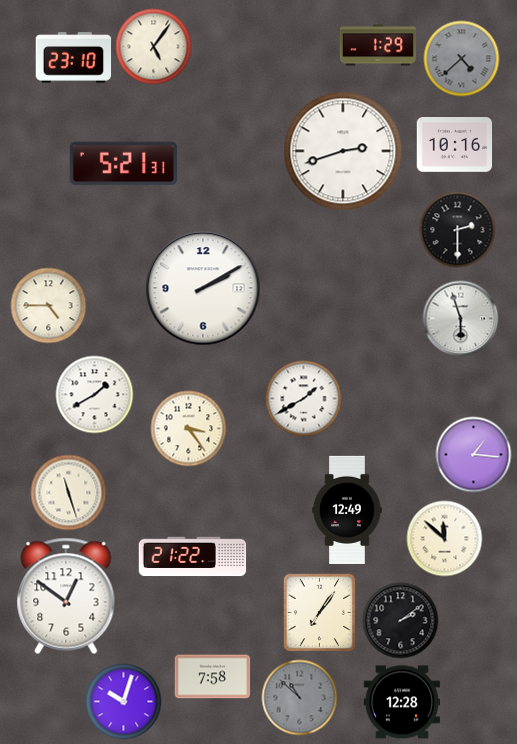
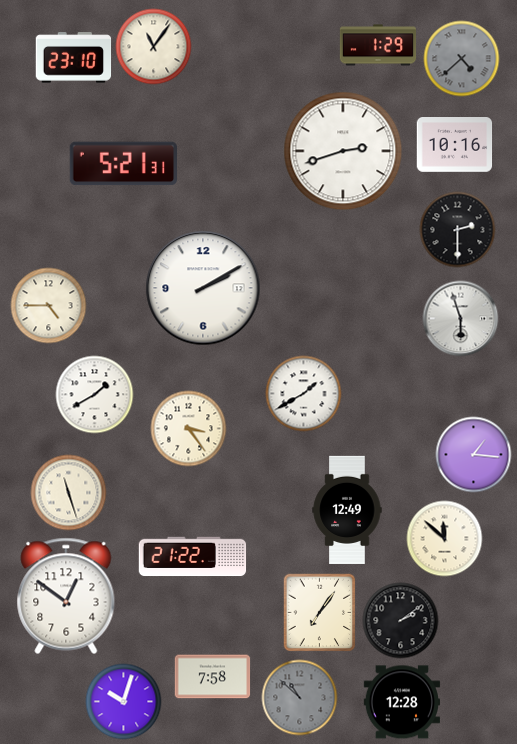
clock at (154, 47): 5:06 -> 11:06
clock at (304, 399) position: (304, 399) -> (304, 394)
